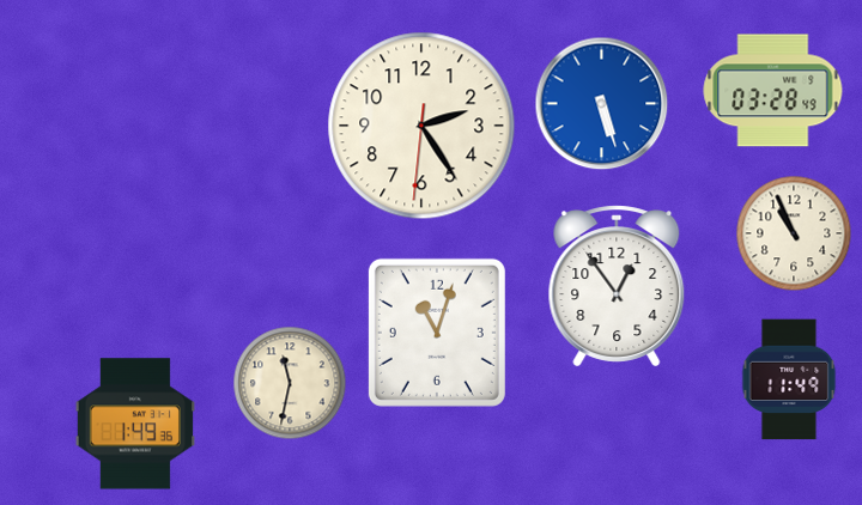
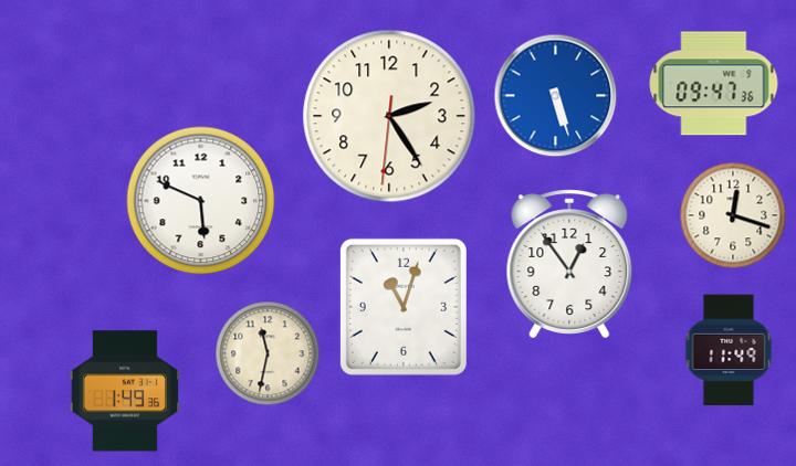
clock at (773, 91): 03:28 -> 09:47
clock at (201, 201): none -> 5:49
clock at (794, 233): 10:56 -> 12:18
